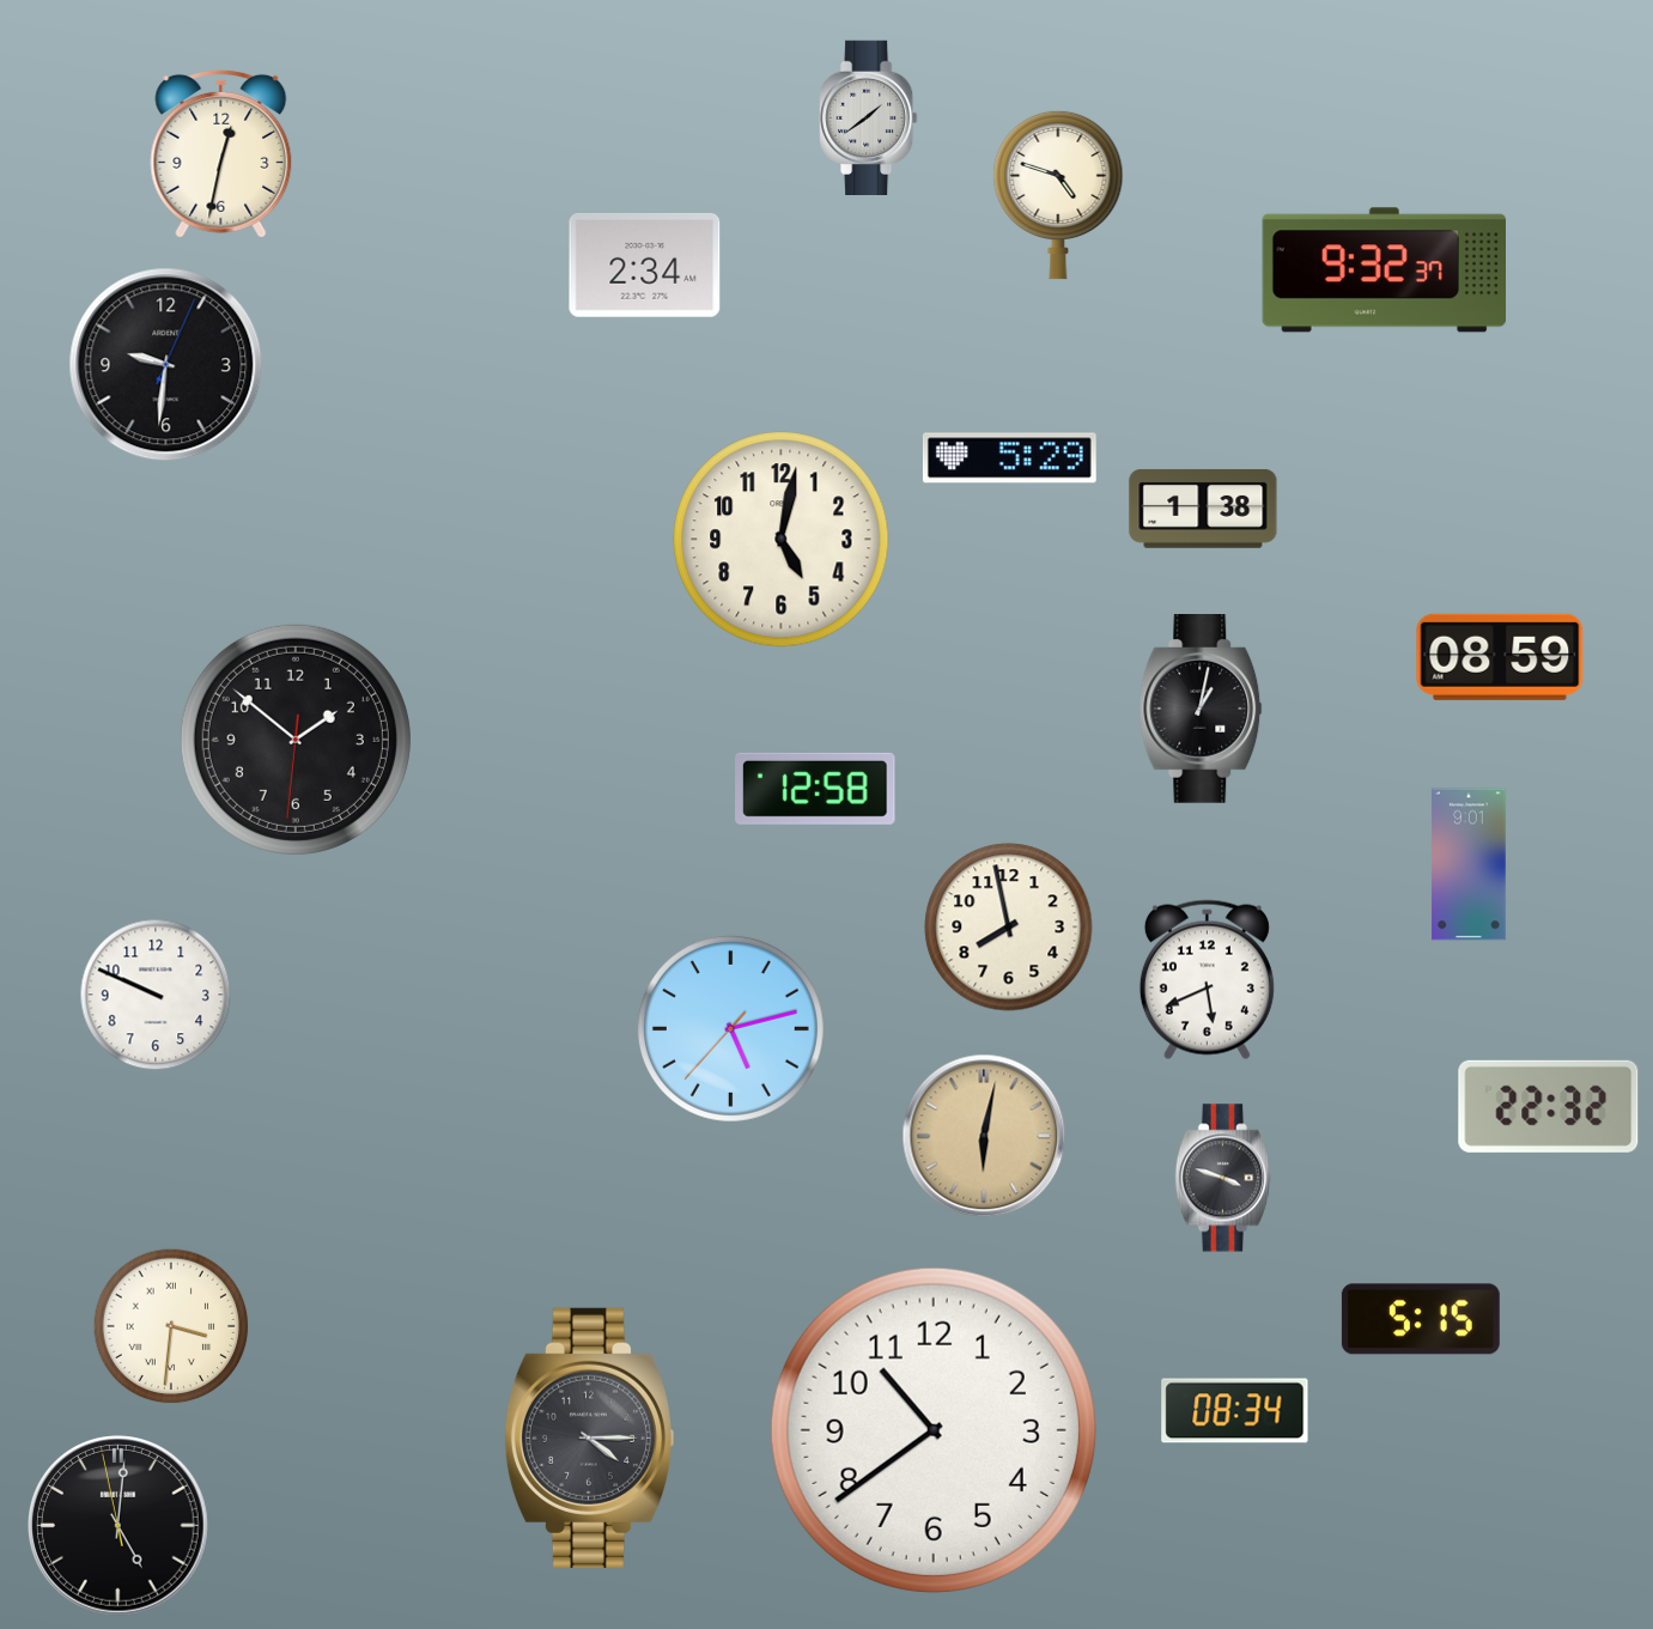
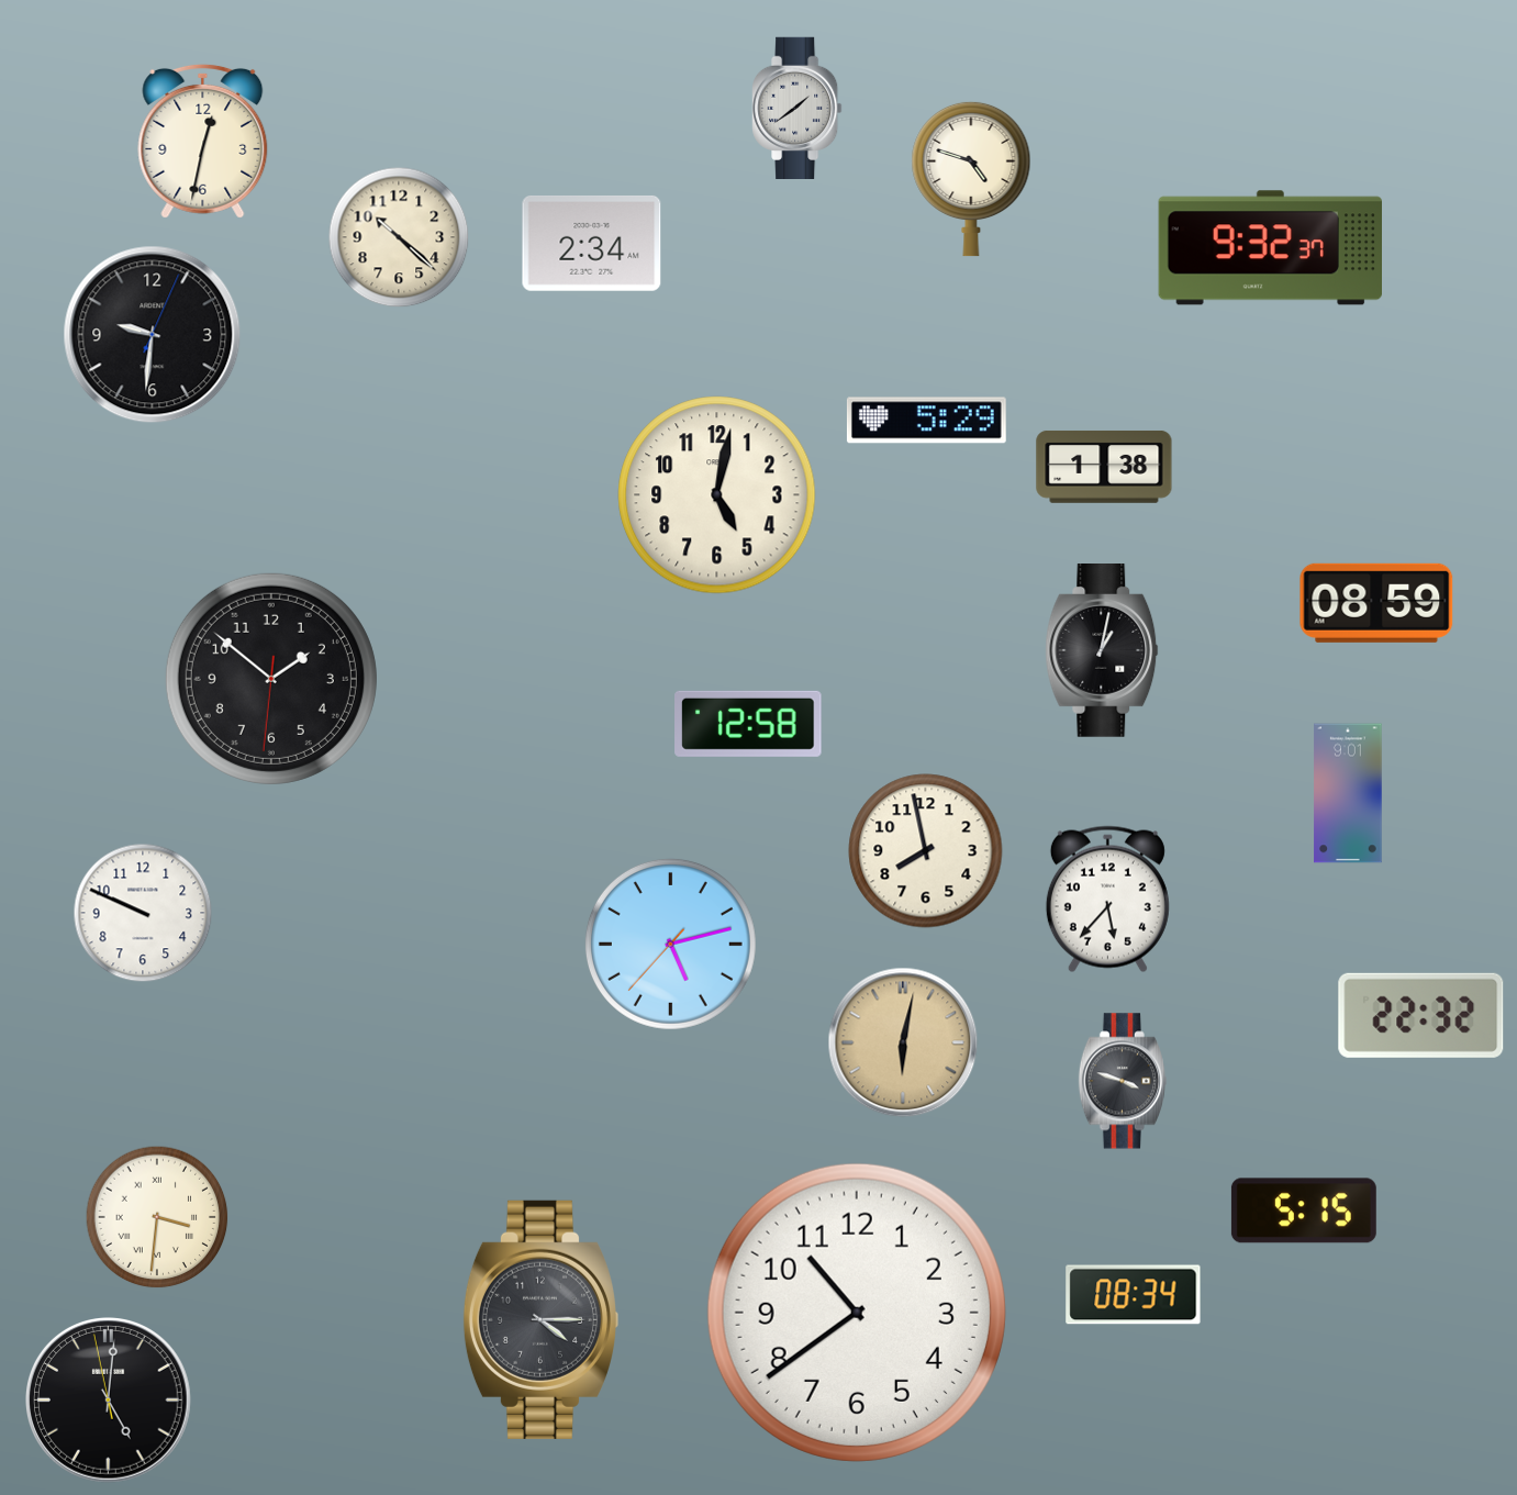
clock at (399, 237): none -> 10:22
clock at (1207, 980): 5:41 -> 5:37
